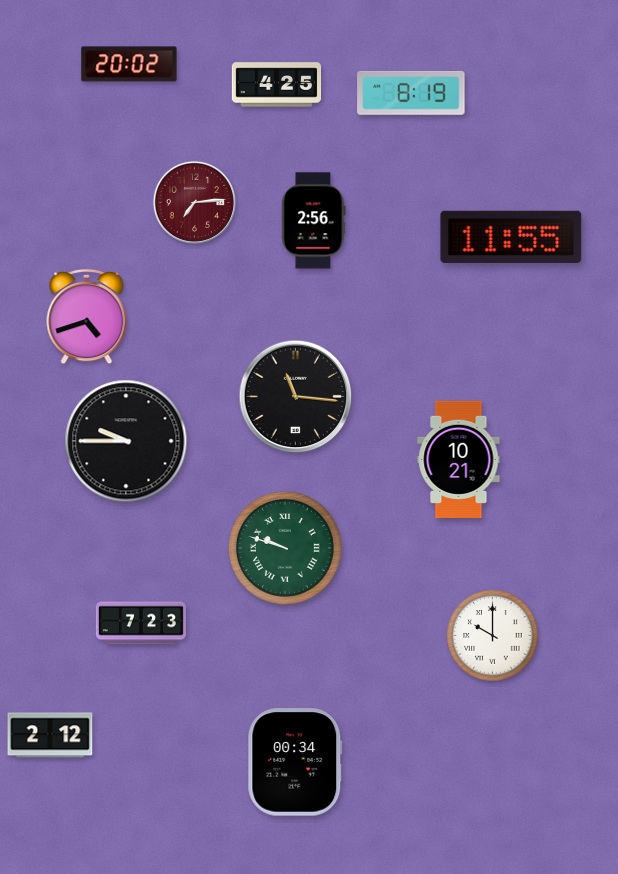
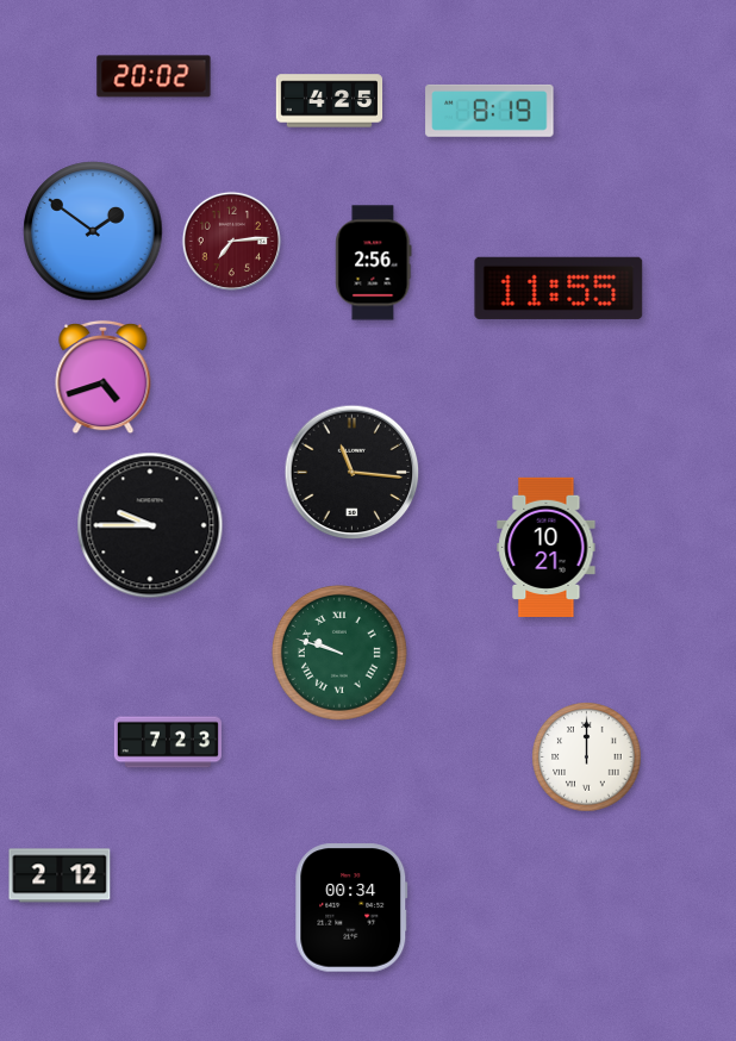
clock at (93, 231): none -> 1:51
clock at (511, 237) position: (511, 237) -> (559, 288)
clock at (493, 636): 10:00 -> 12:00
